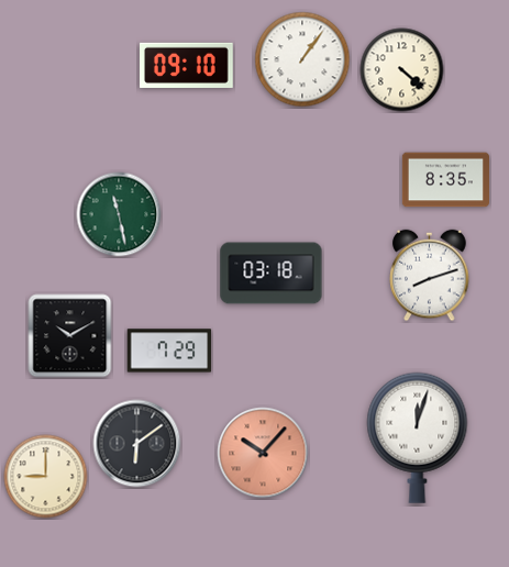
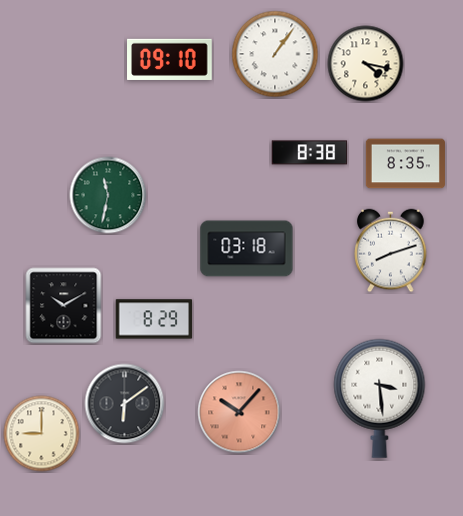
clock at (402, 70): 4:22 -> 4:17
clock at (310, 153): none -> 8:38
clock at (119, 214): 11:28 -> 11:32
clock at (169, 351): 7:29 -> 8:29
clock at (418, 437): 12:03 -> 3:29
